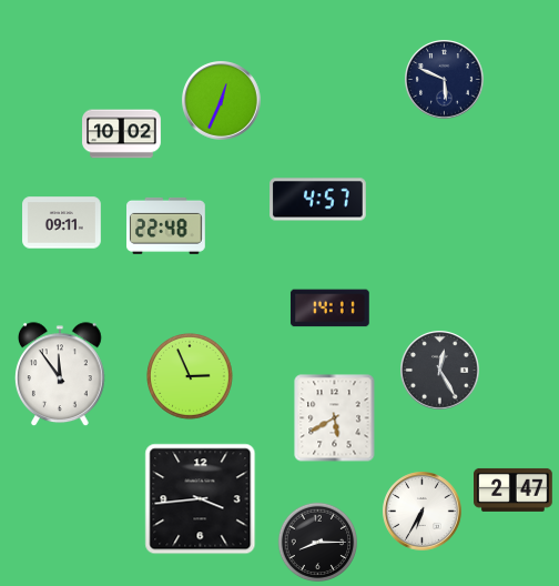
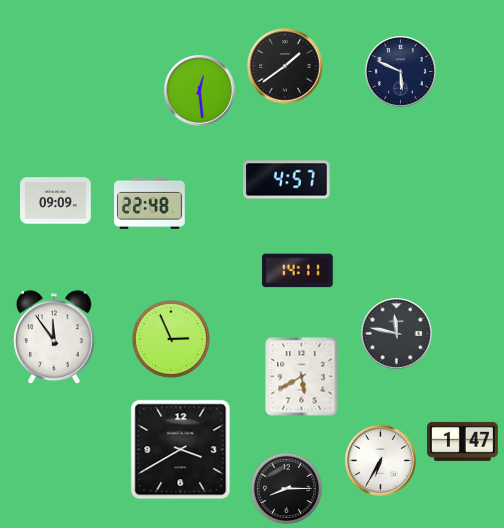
clock at (285, 66): none -> 1:39
clock at (222, 101): 12:34 -> 12:29
clock at (122, 134): 10:02 -> none
clock at (62, 223): 09:11 -> 09:09
clock at (331, 309) position: (331, 309) -> (298, 271)
clock at (440, 371): 12:25 -> 11:47
clock at (514, 489): 2:47 -> 1:47
clock at (201, 499): 3:44 -> 3:40
